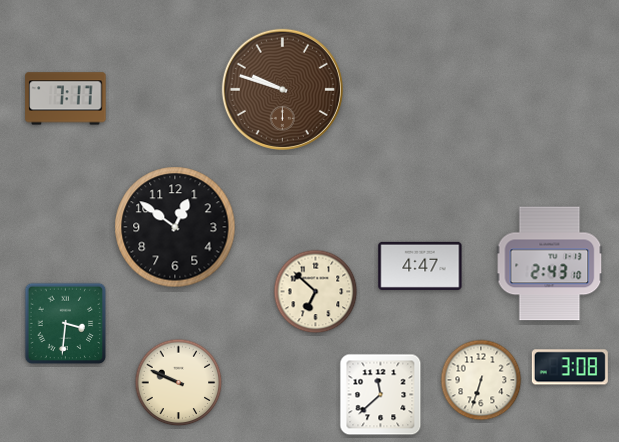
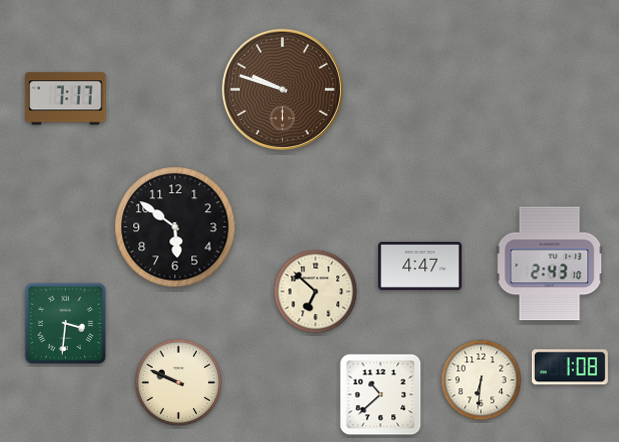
clock at (175, 227): 12:51 -> 5:51
clock at (570, 367): 3:08 -> 1:08
clock at (481, 380): 6:33 -> 6:31
clock at (381, 395): 11:38 -> 10:38
